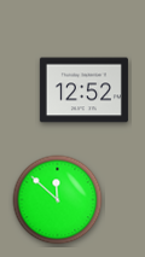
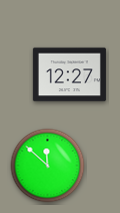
clock at (83, 90): 12:52 -> 12:27
